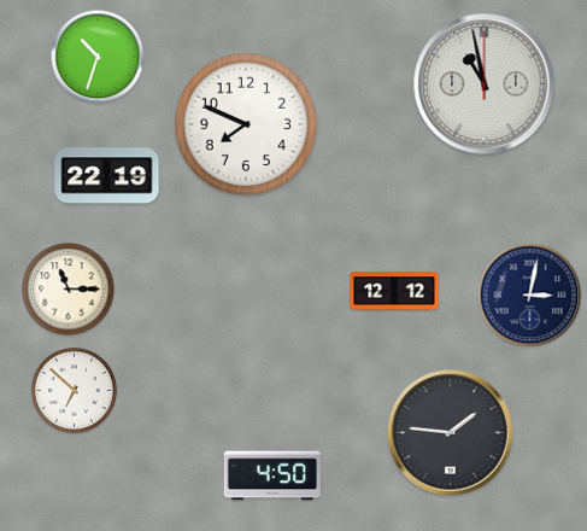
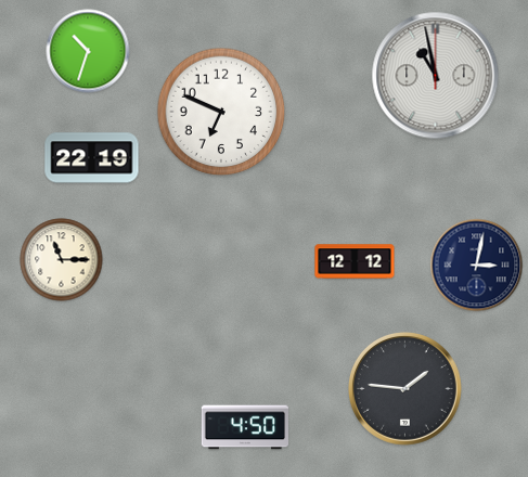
clock at (246, 124): 7:49 -> 6:49
clock at (107, 176) position: (107, 176) -> (92, 158)
clock at (75, 391): 6:52 -> none
